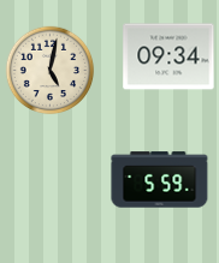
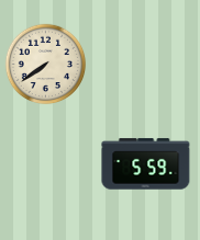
clock at (168, 56): 09:34 -> none
clock at (51, 71): 5:02 -> 7:39
